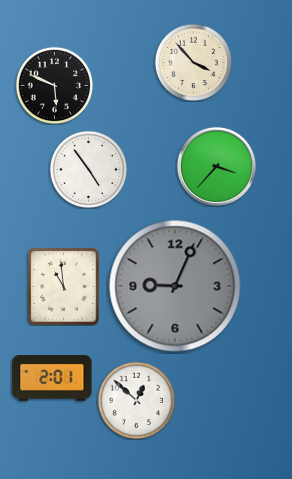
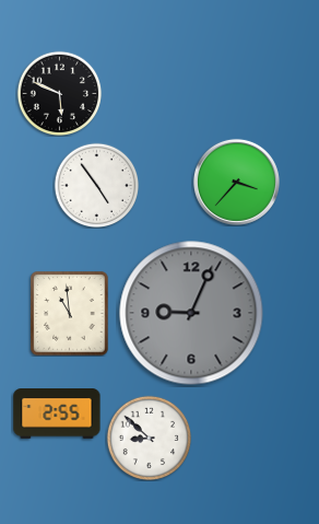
clock at (193, 62): 3:53 -> none
clock at (52, 378): 2:01 -> 2:55
clock at (136, 400): 12:52 -> 8:52
